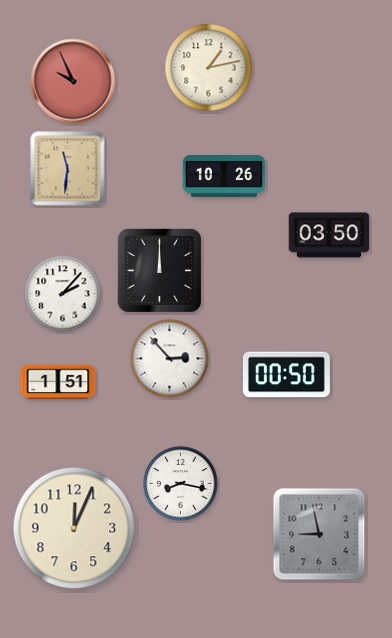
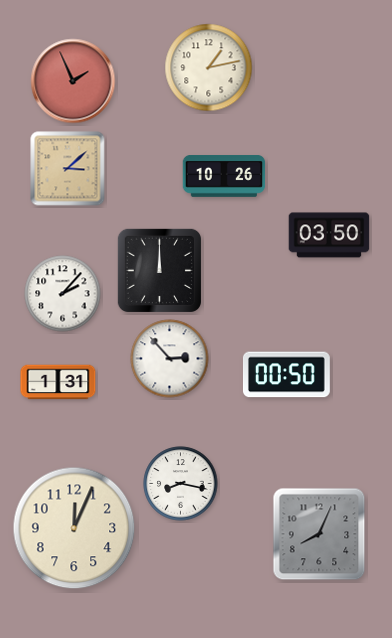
clock at (73, 81): 9:56 -> 1:56
clock at (68, 169): 11:31 -> 3:08
clock at (58, 382): 1:51 -> 1:31
clock at (319, 534): 8:58 -> 8:04
